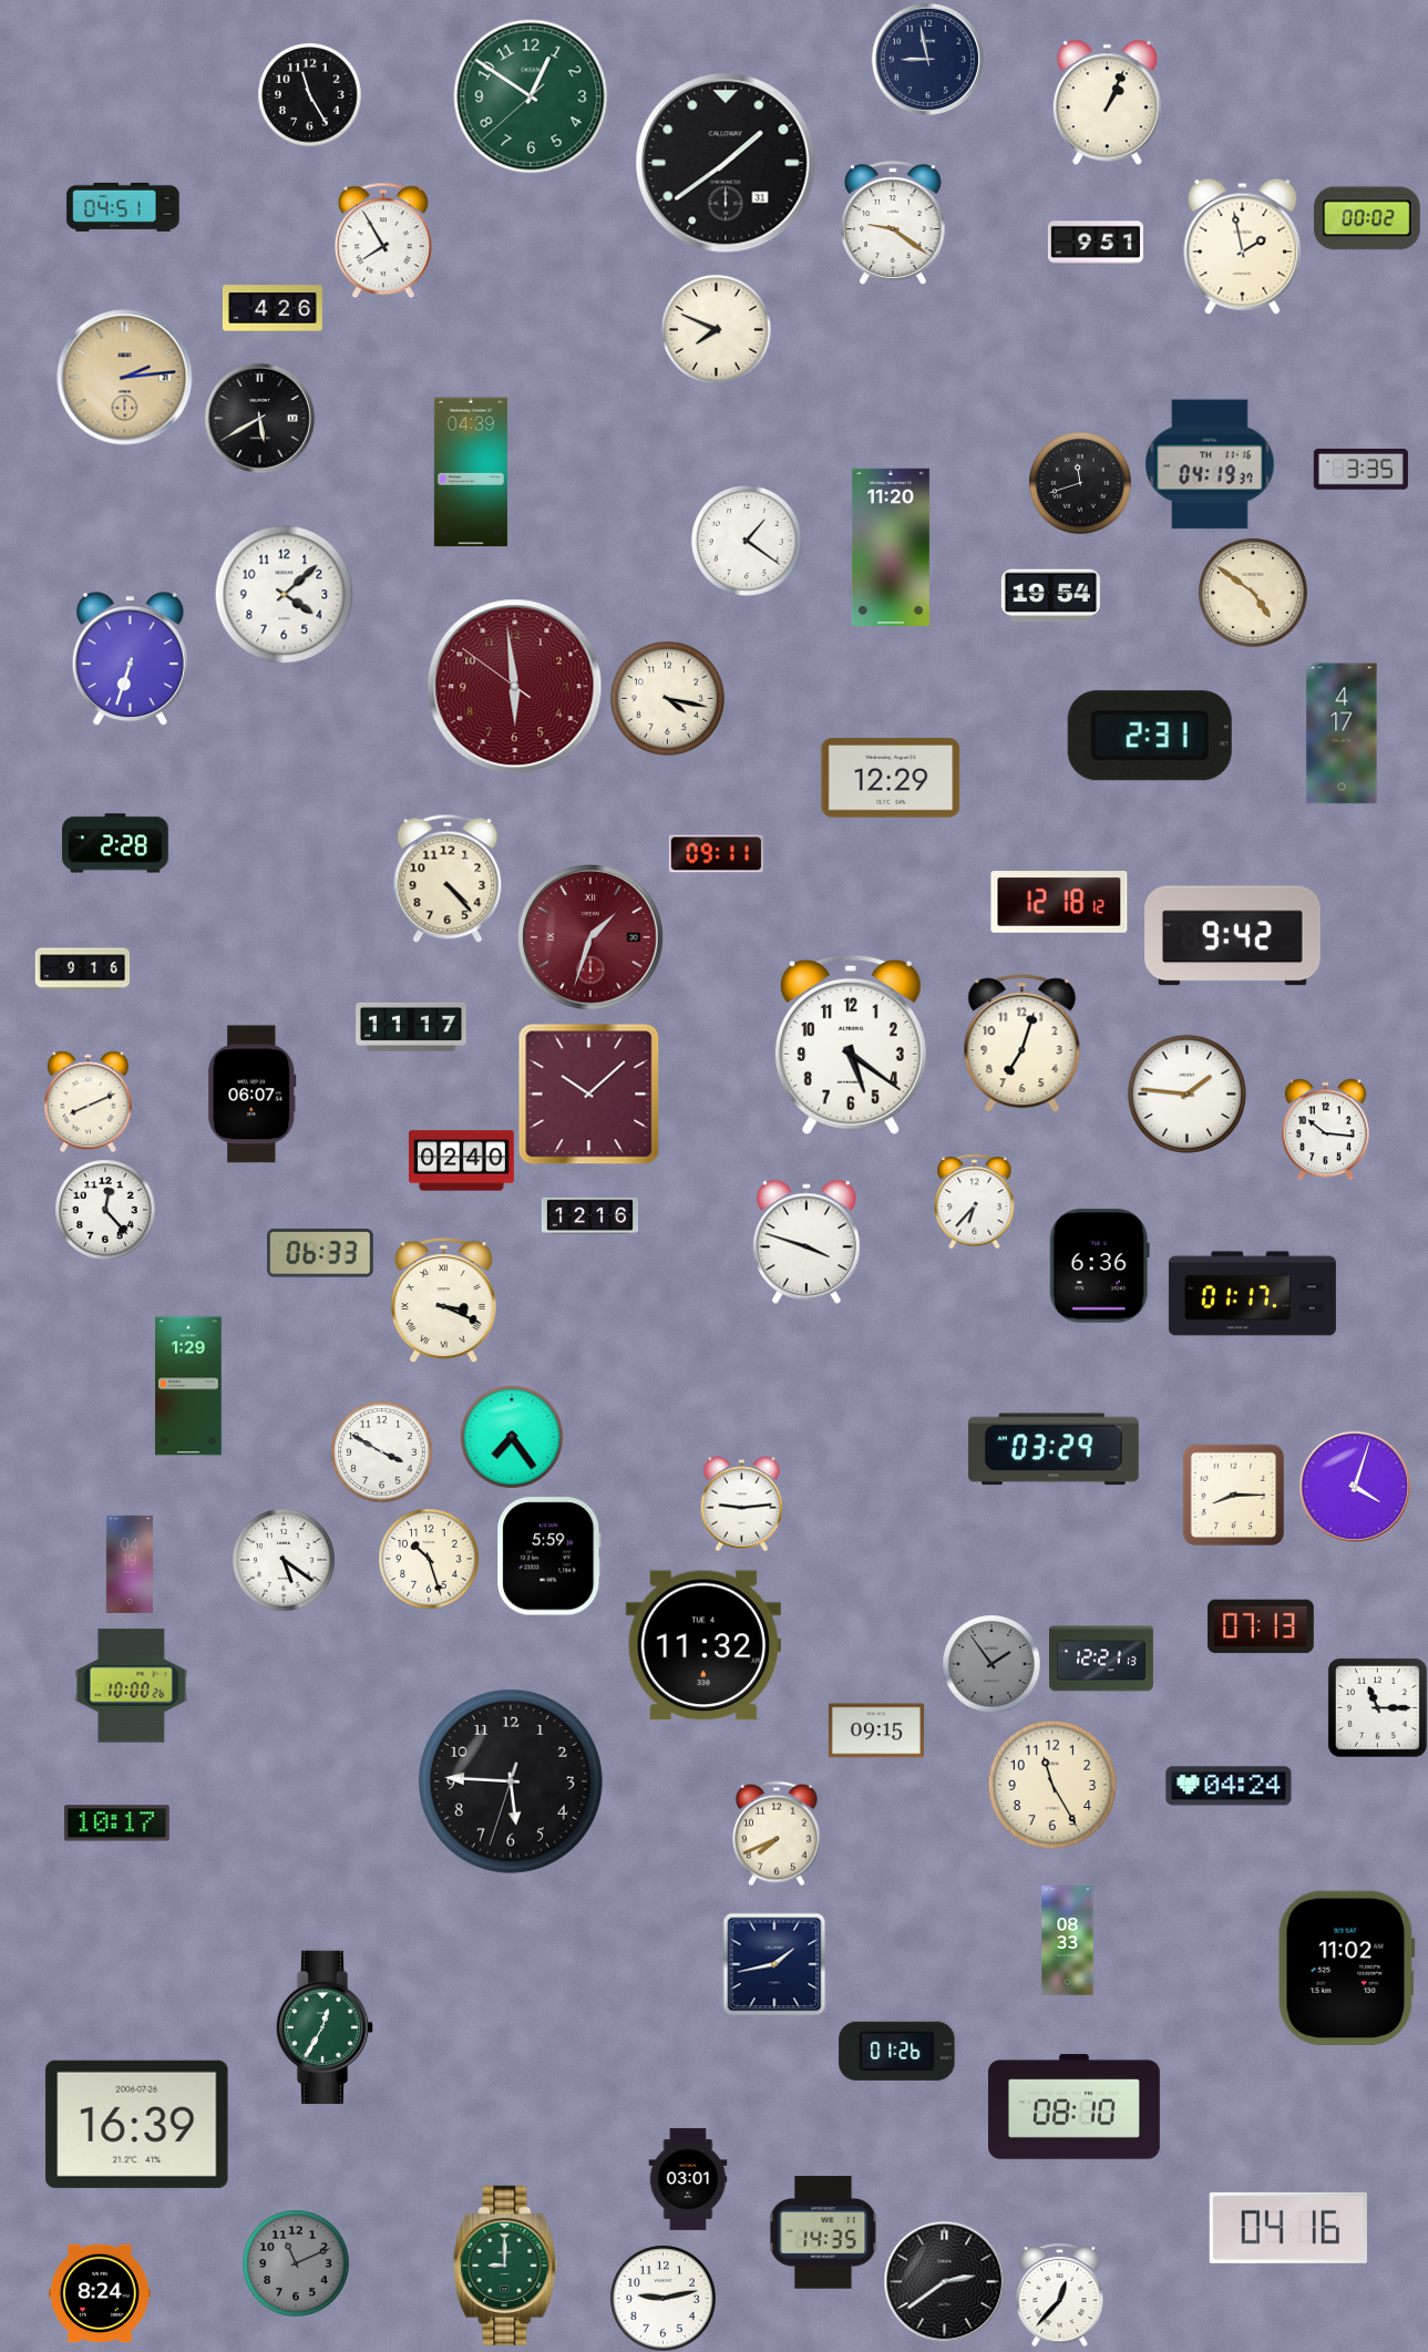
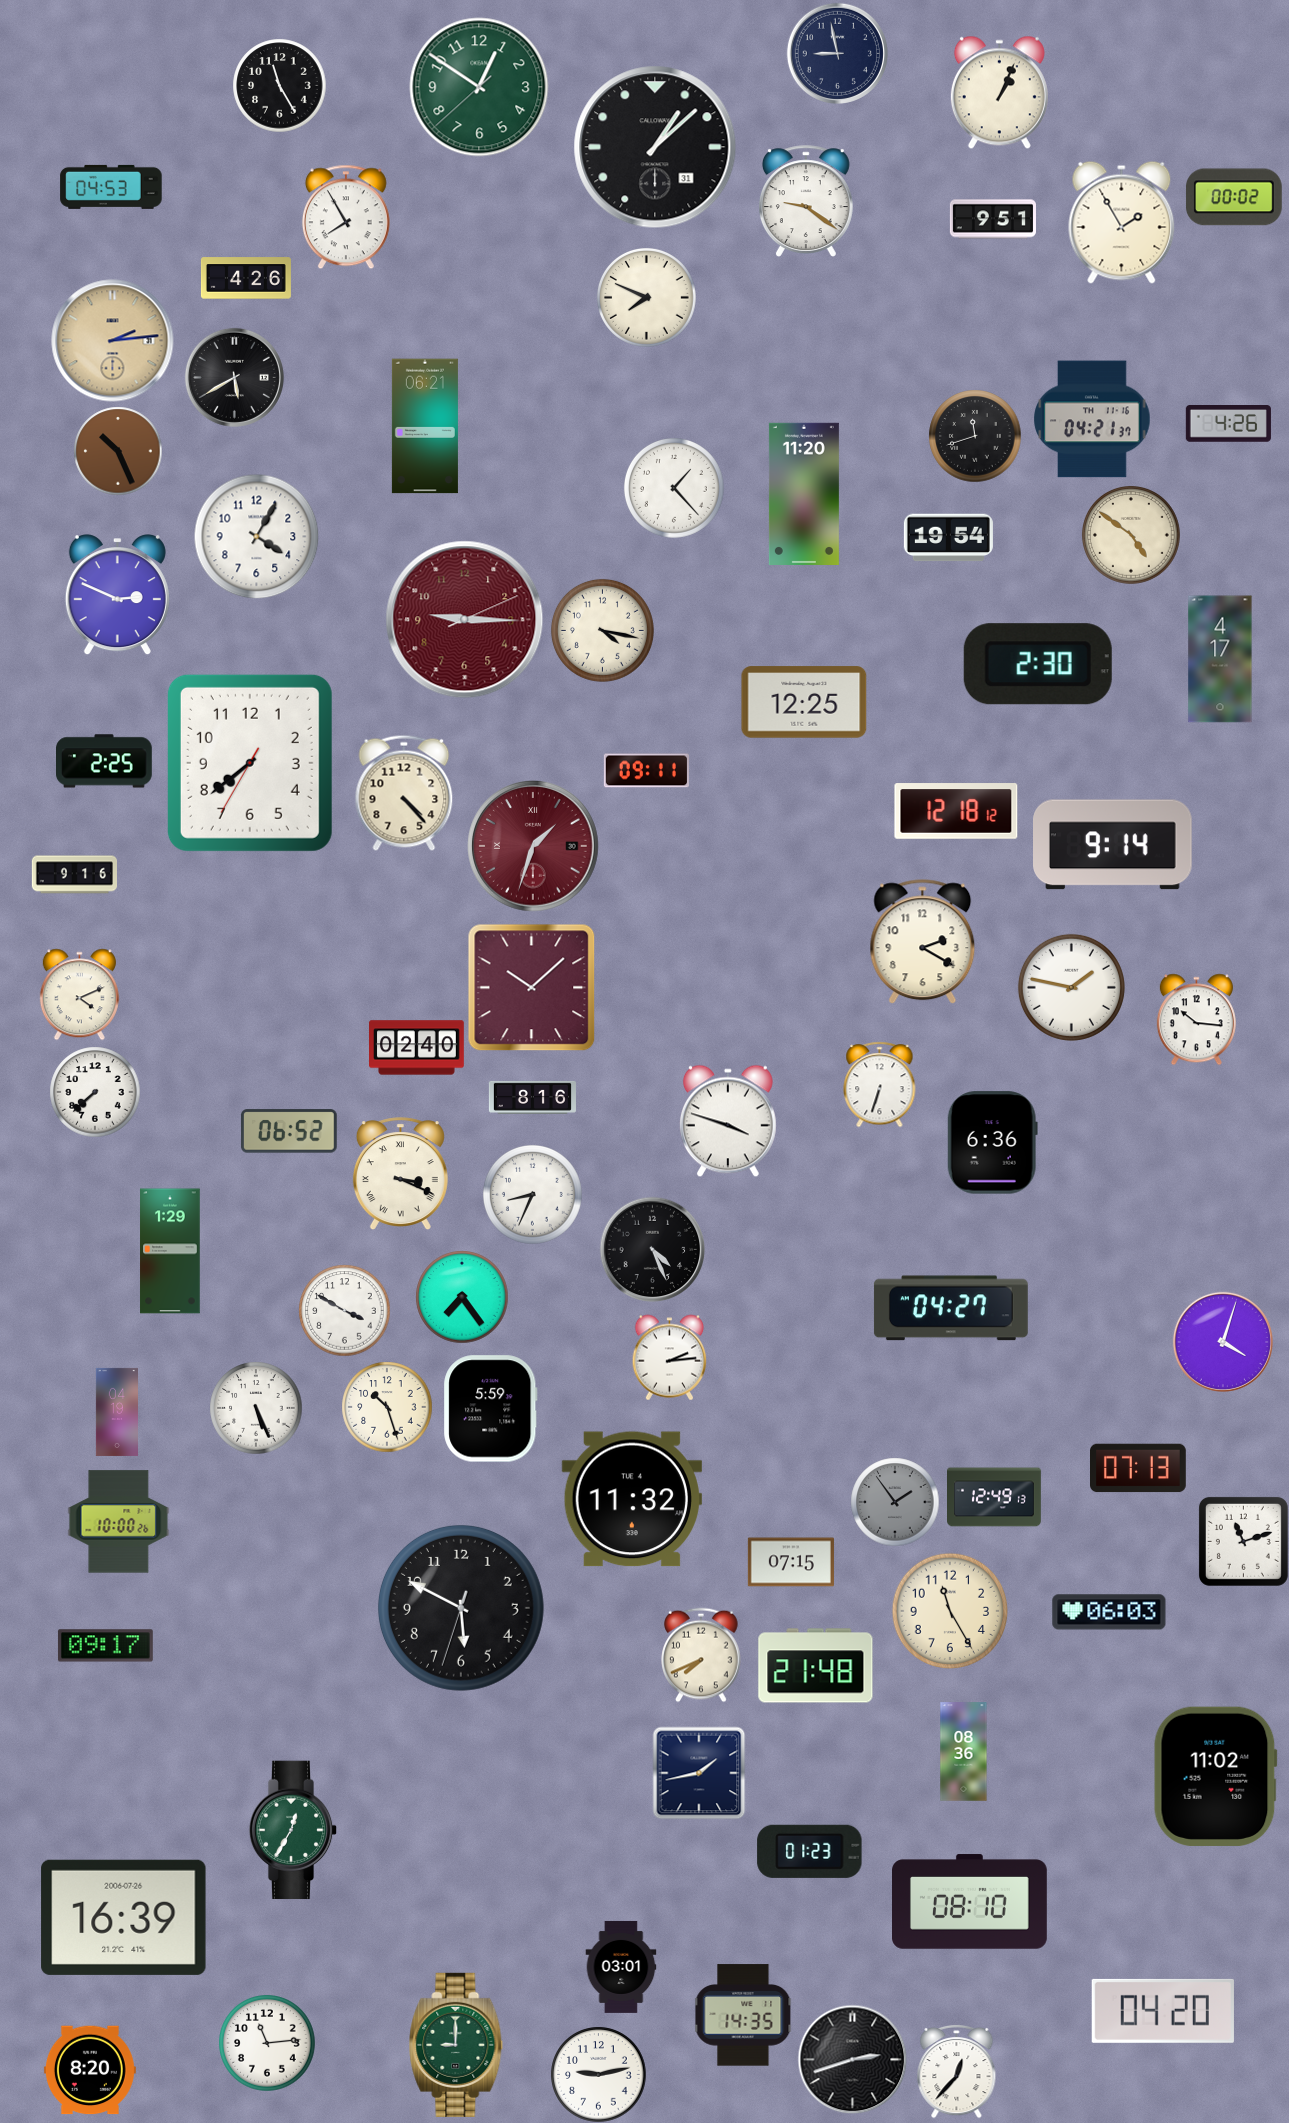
clock at (726, 163): 1:39 -> 1:08
clock at (123, 207): 04:51 -> 04:53
clock at (1096, 243) position: (1096, 243) -> (993, 219)
clock at (1243, 246): 1:58 -> 1:55
clock at (1210, 464): 04:19 -> 04:21
clock at (1360, 470): 3:35 -> 4:26
clock at (471, 472): 04:39 -> 06:21
clock at (118, 451): none -> 10:26
clock at (747, 541): 1:21 -> 1:23
clock at (284, 594): 4:08 -> 4:05
clock at (130, 659): 6:33 -> 2:49
clock at (515, 687): 5:58 -> 9:15
clock at (1342, 733) position: (1342, 733) -> (1220, 659)
clock at (1150, 736): 2:31 -> 2:30
clock at (891, 778): 12:29 -> 12:25
clock at (116, 843): 2:28 -> 2:25
clock at (250, 763): none -> 7:38
clock at (1059, 902) position: (1059, 902) -> (956, 811)
clock at (1233, 936): 9:42 -> 9:14
clock at (411, 1027): 11:17 -> none
clock at (1023, 1044): 7:03 -> 2:20
clock at (851, 1045): 5:21 -> none
clock at (1186, 1093): 1:46 -> 1:47
clock at (253, 1095): 06:07 -> none
clock at (88, 1101): 8:11 -> 4:11
clock at (975, 1201): 6:37 -> 6:33
clock at (105, 1210): 12:23 -> 7:38
clock at (589, 1215): 12:16 -> 8:16
clock at (320, 1253): 06:33 -> 06:52
clock at (1252, 1294): 01:17 -> none
clock at (532, 1194): none -> 8:34
clock at (652, 1249): none -> 4:26
clock at (1054, 1449): 03:29 -> 04:27
clock at (1233, 1495): 8:15 -> none
clock at (742, 1503): 9:14 -> 2:14
clock at (549, 1557) position: (549, 1557) -> (491, 1409)
clock at (284, 1560): 5:21 -> 5:26
clock at (703, 1645) position: (703, 1645) -> (632, 1499)
clock at (1102, 1658): 12:21 -> 12:49
clock at (1377, 1707): 11:15 -> 11:12
clock at (876, 1730): 09:15 -> 07:15
clock at (511, 1781): 5:45 -> 5:49
clock at (1229, 1786): 04:24 -> 06:03
clock at (116, 1824): 10:17 -> 09:17
clock at (816, 1666): none -> 21:48
clock at (1068, 1941): 08:33 -> 08:36
clock at (897, 2051): 01:26 -> 01:23
clock at (1288, 2228): 04:16 -> 04:20
clock at (296, 2263): 11:11 -> 11:14
clock at (296, 2263) dial: grey -> white
clock at (944, 2281): 2:39 -> 2:42
clock at (100, 2293): 8:24 -> 8:20
